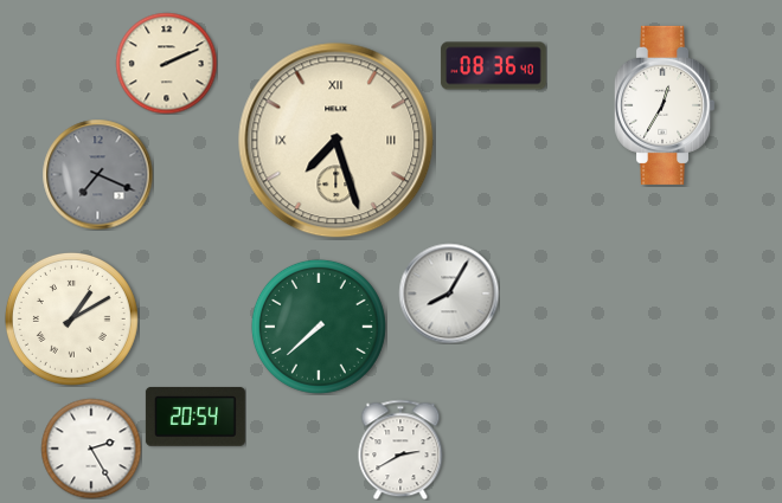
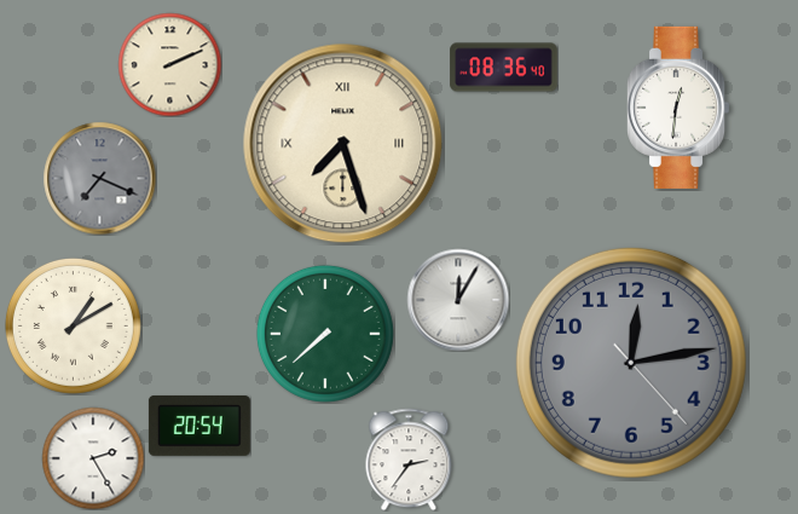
clock at (666, 105): 12:35 -> 12:31
clock at (449, 294): 8:05 -> 12:05
clock at (631, 363): none -> 12:13
clock at (400, 450): 2:40 -> 2:36
